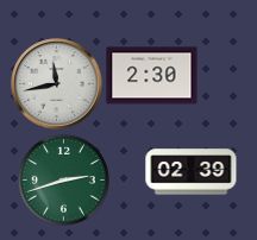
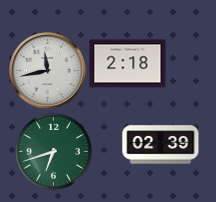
clock at (152, 76): 2:30 -> 2:18
clock at (63, 179): 2:42 -> 6:42
